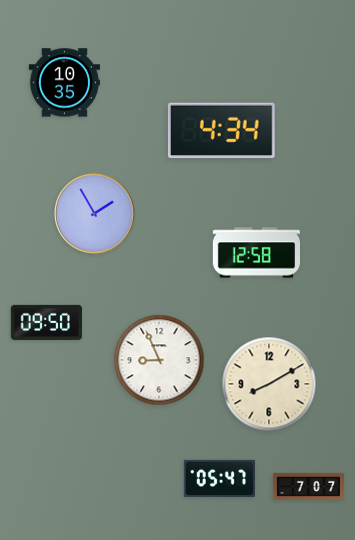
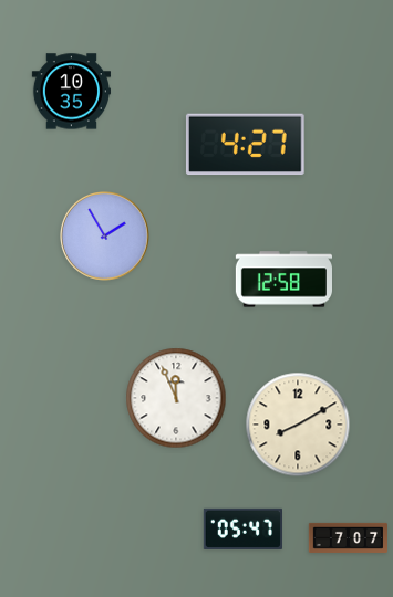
clock at (221, 131): 4:34 -> 4:27
clock at (46, 322): 09:50 -> none
clock at (159, 360): 8:56 -> 11:56
clock at (308, 486) position: (308, 486) -> (348, 537)
